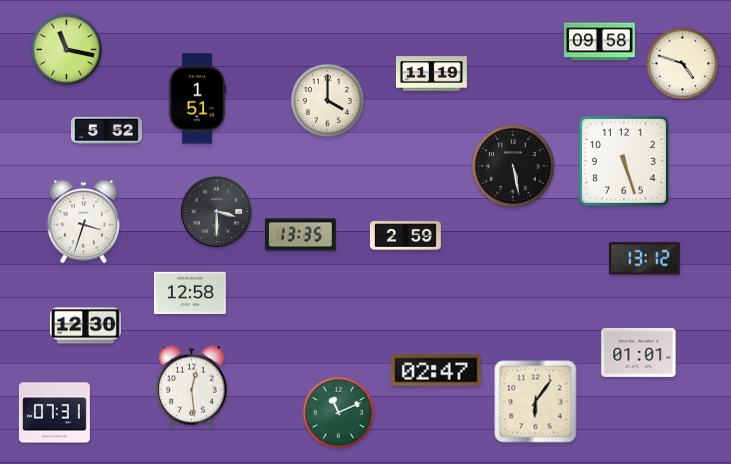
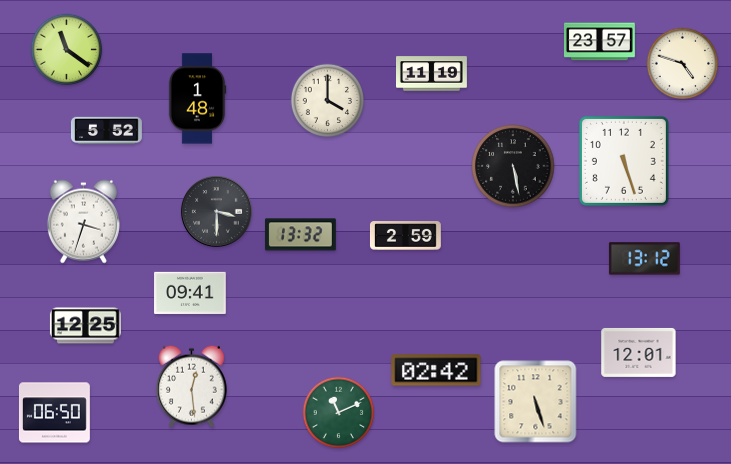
clock at (600, 42): 09:58 -> 23:57
clock at (67, 50): 11:17 -> 11:21
clock at (197, 99): 1:51 -> 1:48
clock at (300, 235): 13:35 -> 13:32
clock at (190, 293): 12:58 -> 09:41
clock at (85, 326): 12:30 -> 12:25
clock at (639, 352): 01:01 -> 12:01
clock at (436, 370): 02:47 -> 02:42
clock at (536, 402): 6:06 -> 5:27
clock at (54, 413): 07:31 -> 06:50
